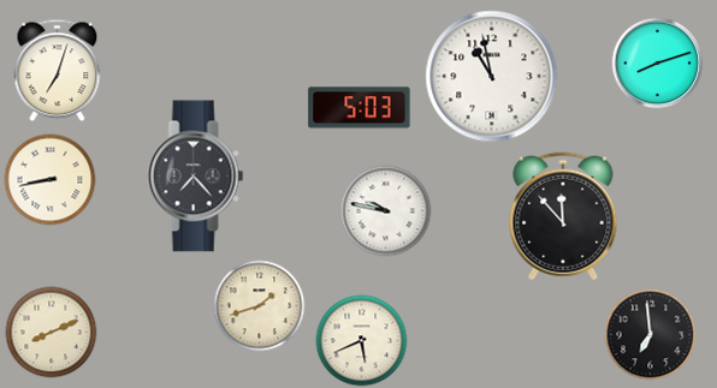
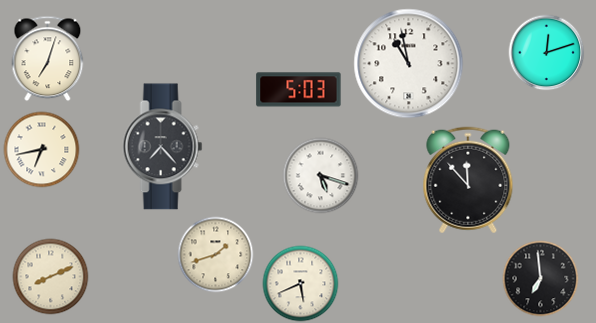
clock at (658, 64): 8:12 -> 12:12
clock at (51, 180): 8:43 -> 6:43
clock at (386, 211): 9:47 -> 5:18
clock at (52, 333) position: (52, 333) -> (51, 277)
